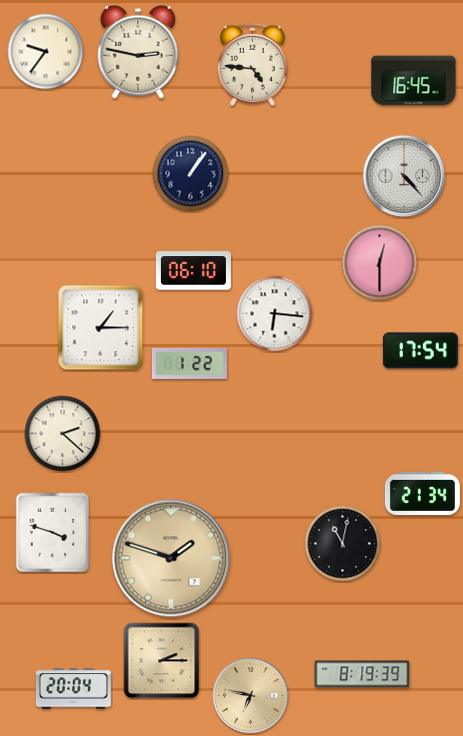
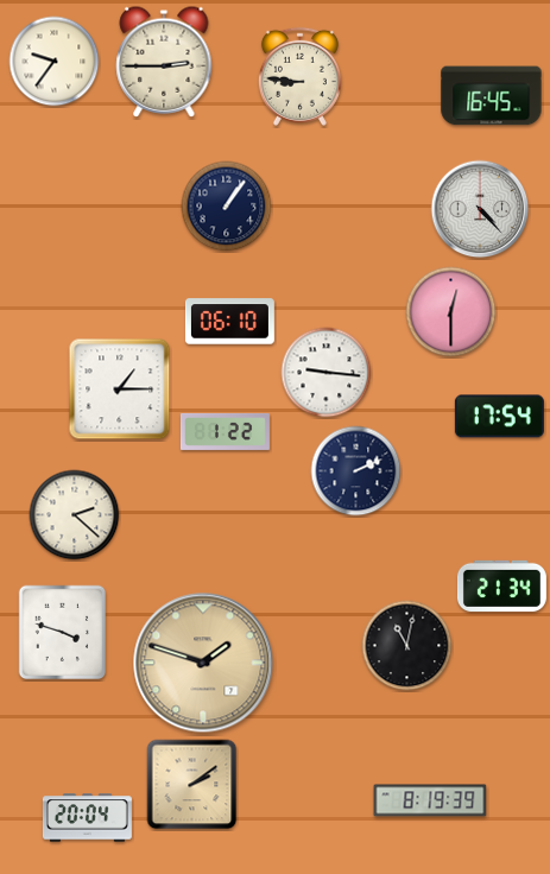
clock at (138, 52): 2:47 -> 2:45
clock at (252, 64): 4:46 -> 8:46
clock at (275, 314): 6:16 -> 9:16
clock at (356, 471): none -> 2:11
clock at (162, 661): 2:15 -> 2:09
clock at (251, 696): 6:47 -> none
